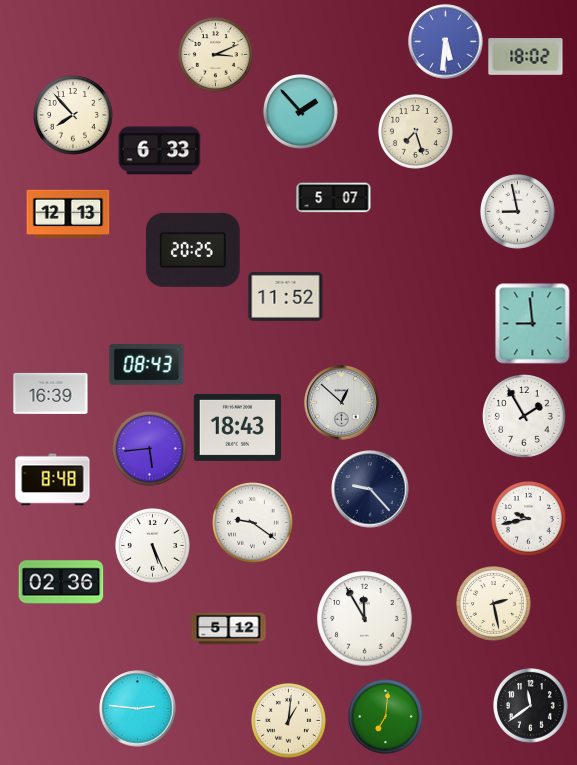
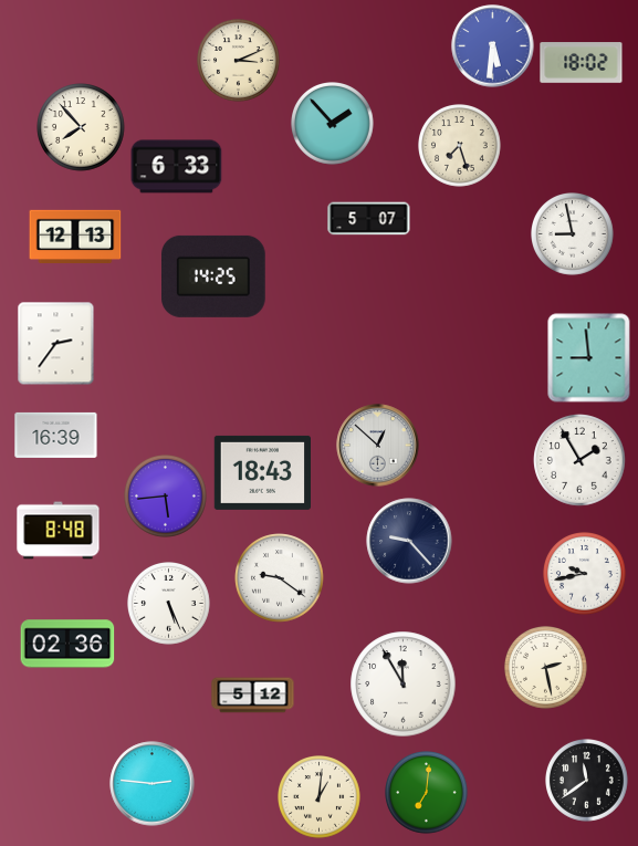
clock at (194, 250): 20:25 -> 14:25
clock at (286, 296): 11:52 -> none
clock at (56, 344): none -> 2:36
clock at (147, 365): 08:43 -> none
